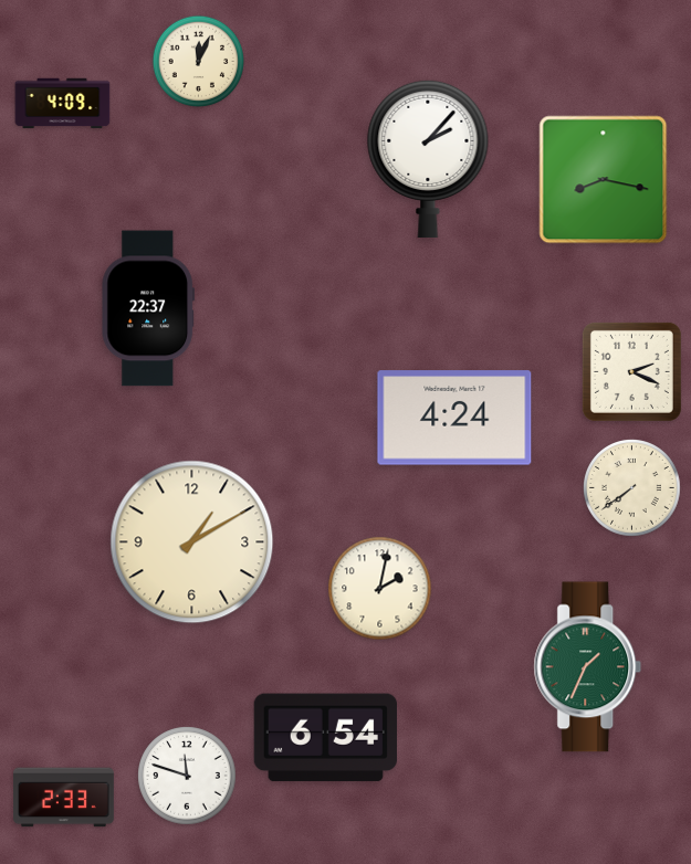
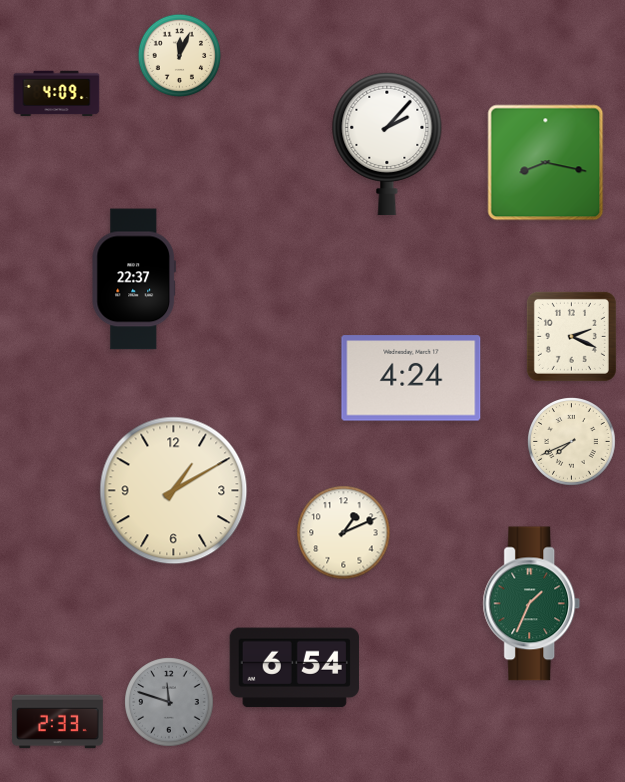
clock at (632, 488): 7:39 -> 7:41
clock at (380, 589): 2:02 -> 1:11
clock at (187, 776) dial: white -> grey
